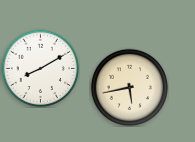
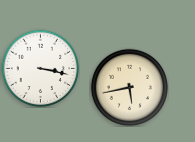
clock at (40, 68): 8:10 -> 3:17
